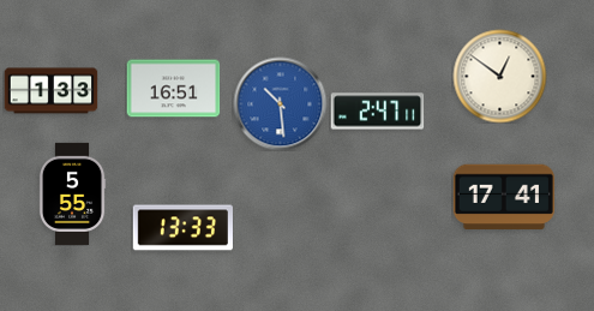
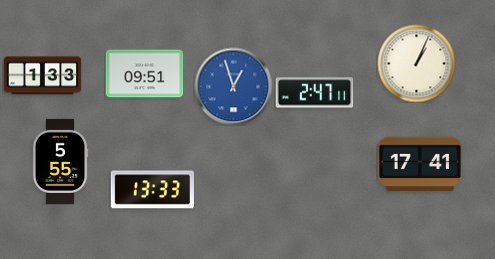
clock at (499, 76): 12:51 -> 1:04
clock at (173, 89): 16:51 -> 09:51
clock at (280, 103): 10:29 -> 12:57
